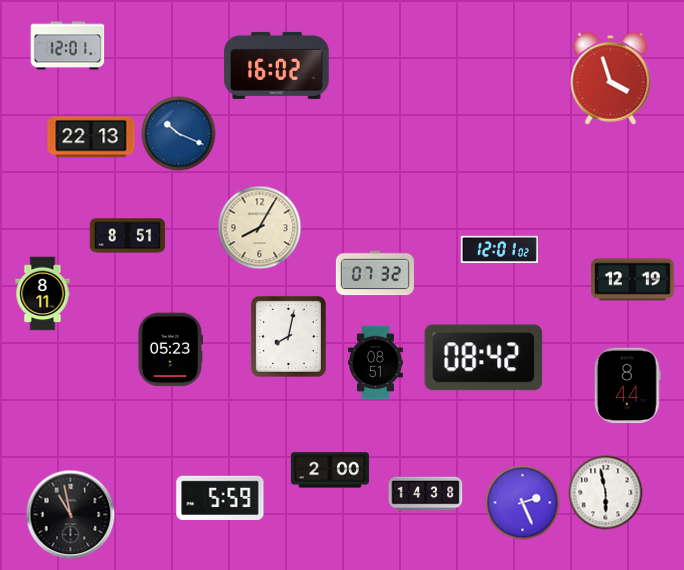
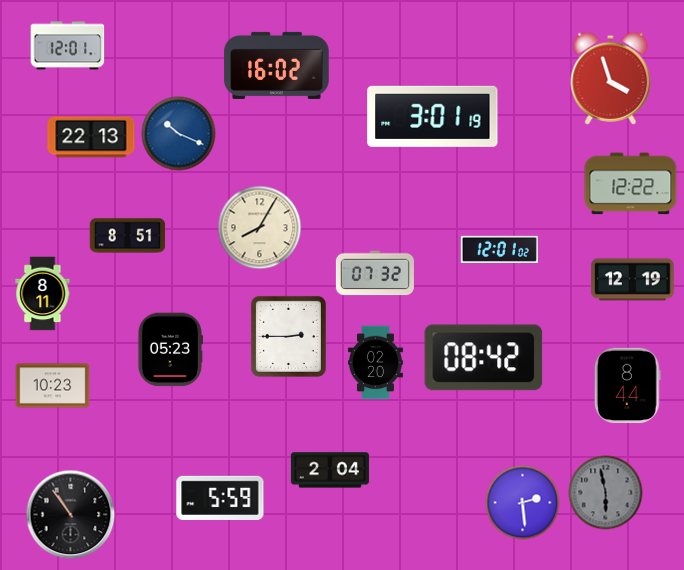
clock at (433, 116): none -> 3:01
clock at (631, 184): none -> 12:22
clock at (288, 336): 8:02 -> 2:45
clock at (375, 363): 08:51 -> 02:20
clock at (53, 386): none -> 10:23
clock at (330, 470): 2:00 -> 2:04
clock at (606, 493) dial: white -> grey
clock at (426, 494): 14:38 -> none
clock at (523, 503): 2:26 -> 2:29
clock at (71, 515): 10:58 -> 10:54
